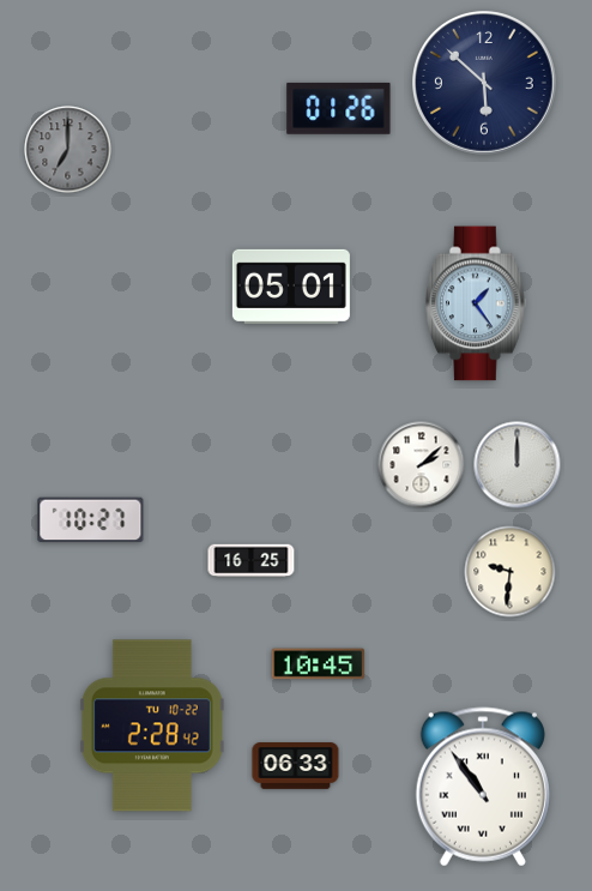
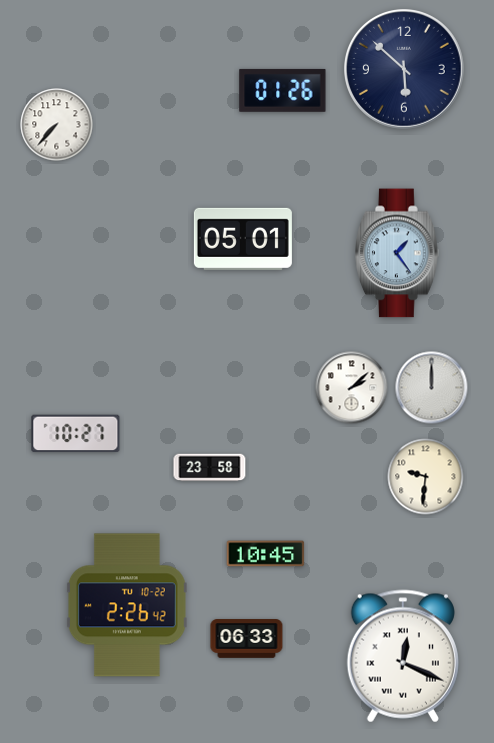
clock at (68, 150): 7:00 -> 7:37
clock at (68, 150) dial: grey -> white
clock at (252, 561): 16:25 -> 23:58
clock at (152, 726): 2:28 -> 2:26
clock at (483, 787): 10:54 -> 12:19
